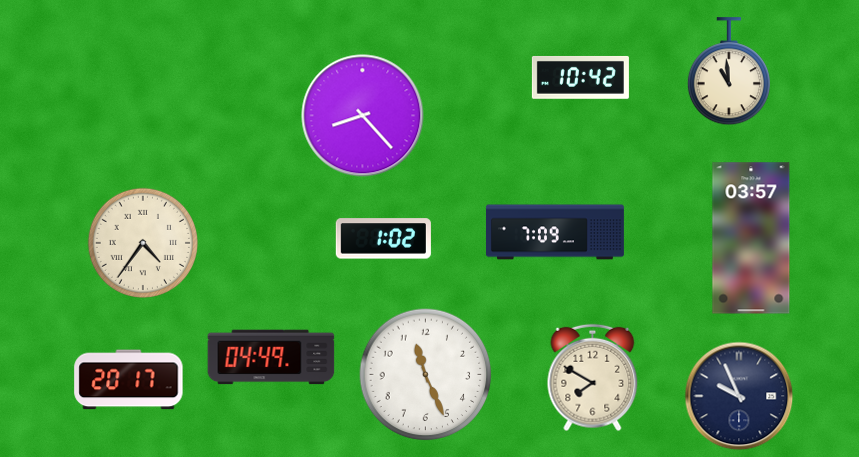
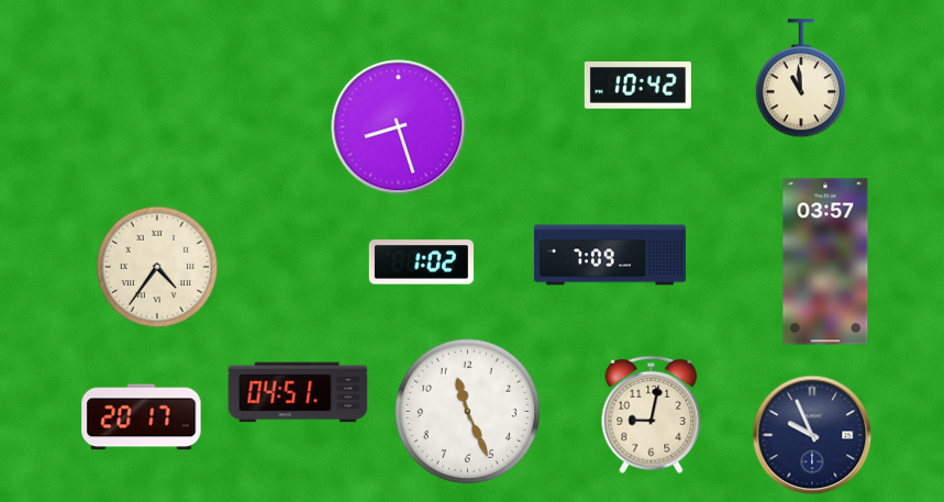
clock at (363, 116): 8:23 -> 8:27
clock at (271, 357): 04:49 -> 04:51
clock at (593, 378): 7:50 -> 9:02
